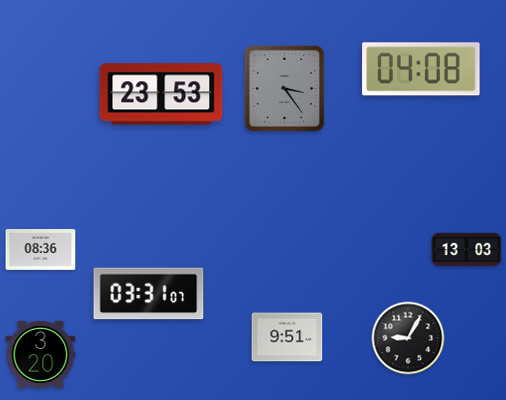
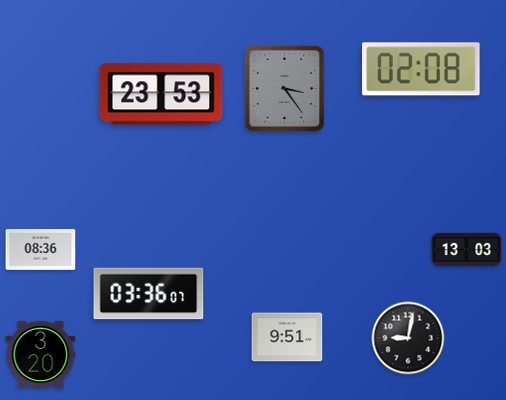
clock at (421, 69): 04:08 -> 02:08
clock at (149, 294): 03:31 -> 03:36
clock at (408, 338): 9:05 -> 9:02
